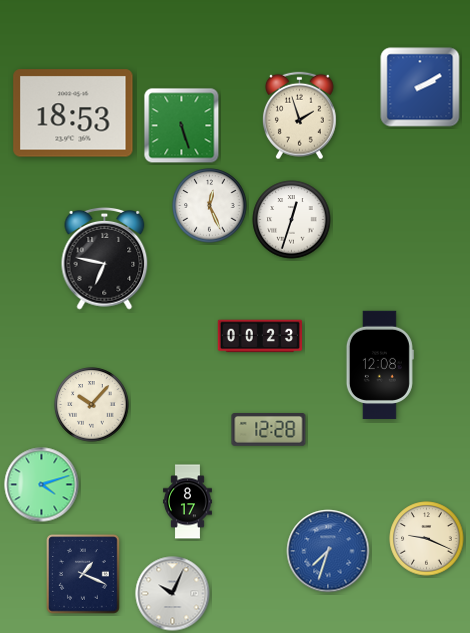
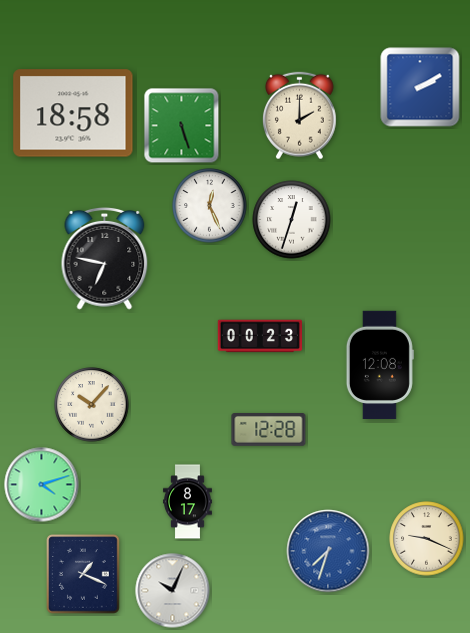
clock at (73, 113): 18:53 -> 18:58
clock at (299, 116): 1:57 -> 2:00
clock at (173, 594) position: (173, 594) -> (173, 591)
